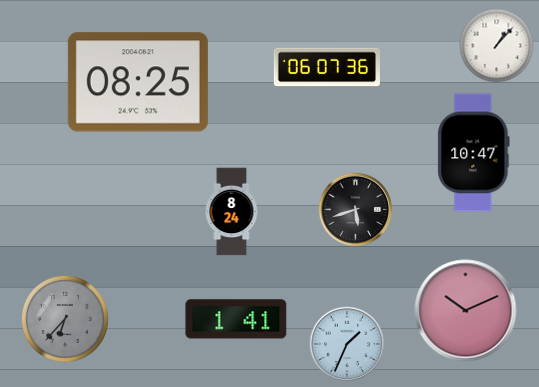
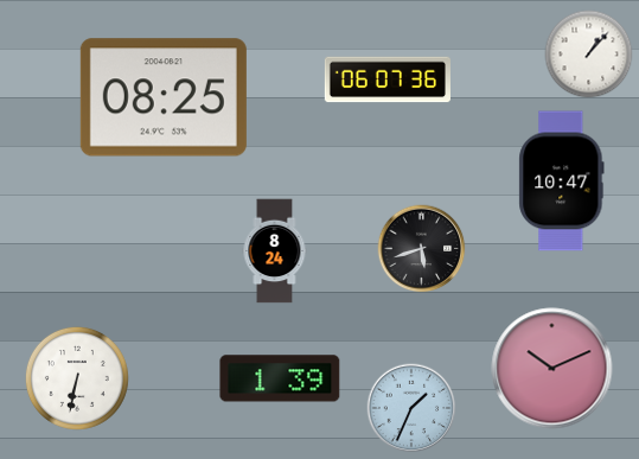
clock at (65, 319): 6:37 -> 6:32
clock at (65, 319) dial: grey -> white
clock at (236, 319): 1:41 -> 1:39
